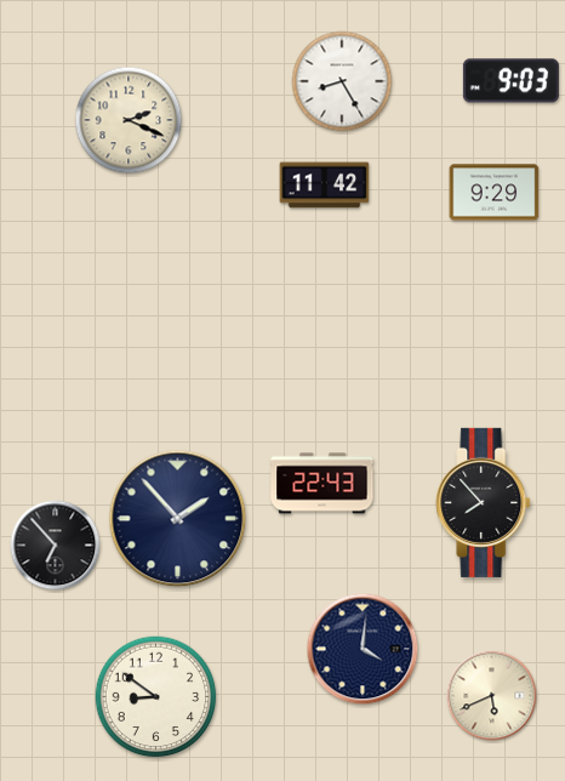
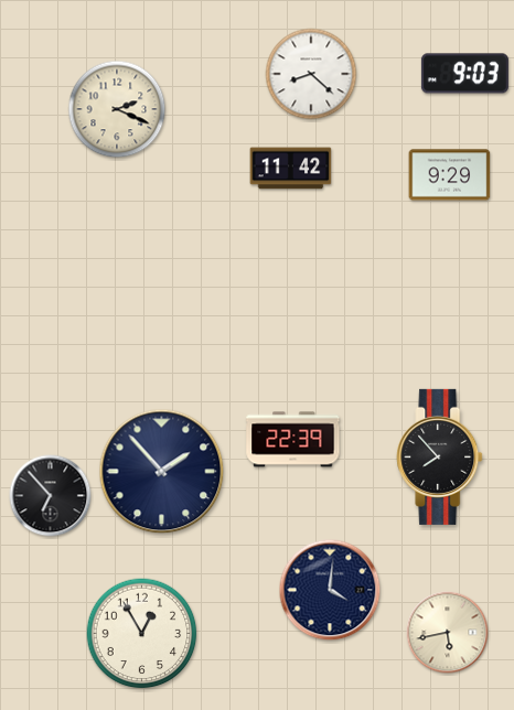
clock at (342, 81): 8:25 -> 8:22
clock at (325, 186) position: (325, 186) -> (291, 169)
clock at (323, 484): 22:43 -> 22:39
clock at (492, 696): 5:41 -> 5:43
clock at (156, 697): 8:51 -> 12:55
